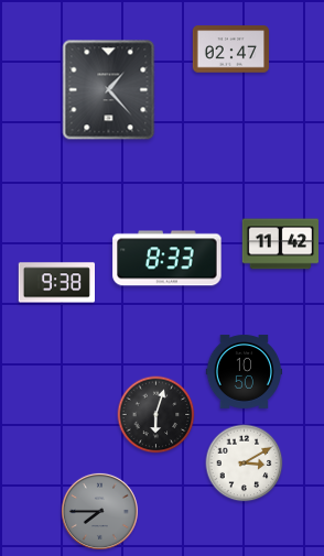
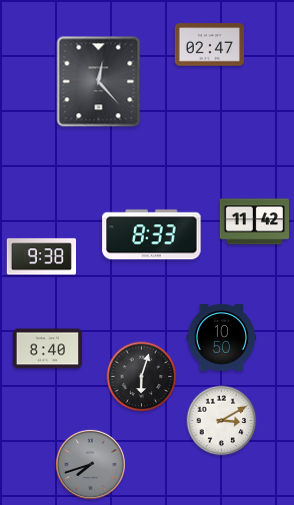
clock at (109, 90): 1:23 -> 12:23
clock at (56, 283) position: (56, 283) -> (41, 257)
clock at (47, 349): none -> 8:40
clock at (99, 511): 7:45 -> 7:42
